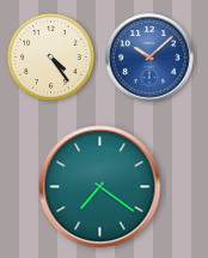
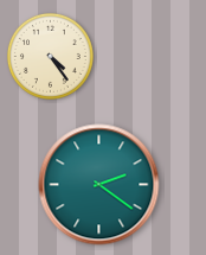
clock at (149, 58): 10:08 -> none
clock at (100, 187): 7:21 -> 2:21
